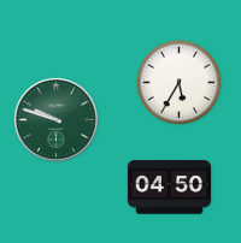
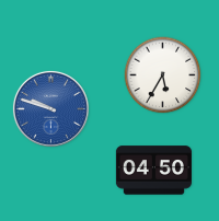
clock at (55, 119) dial: green -> blue
